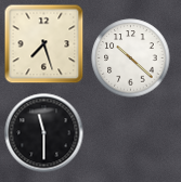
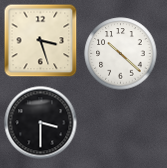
clock at (44, 44): 7:27 -> 3:27
clock at (44, 133): 11:30 -> 3:30
